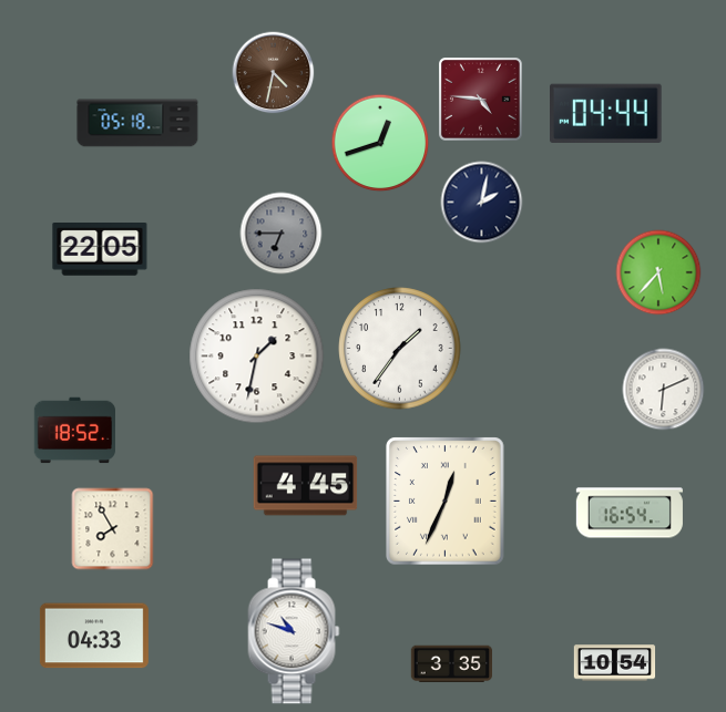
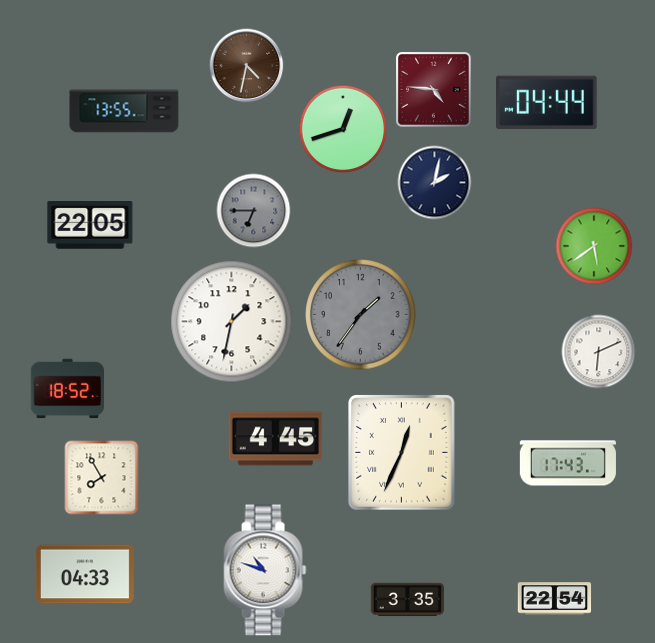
clock at (137, 123): 05:18 -> 13:55
clock at (658, 272): 5:37 -> 5:39
clock at (400, 349) dial: white -> grey
clock at (630, 513): 16:54 -> 17:43
clock at (615, 663): 10:54 -> 22:54
